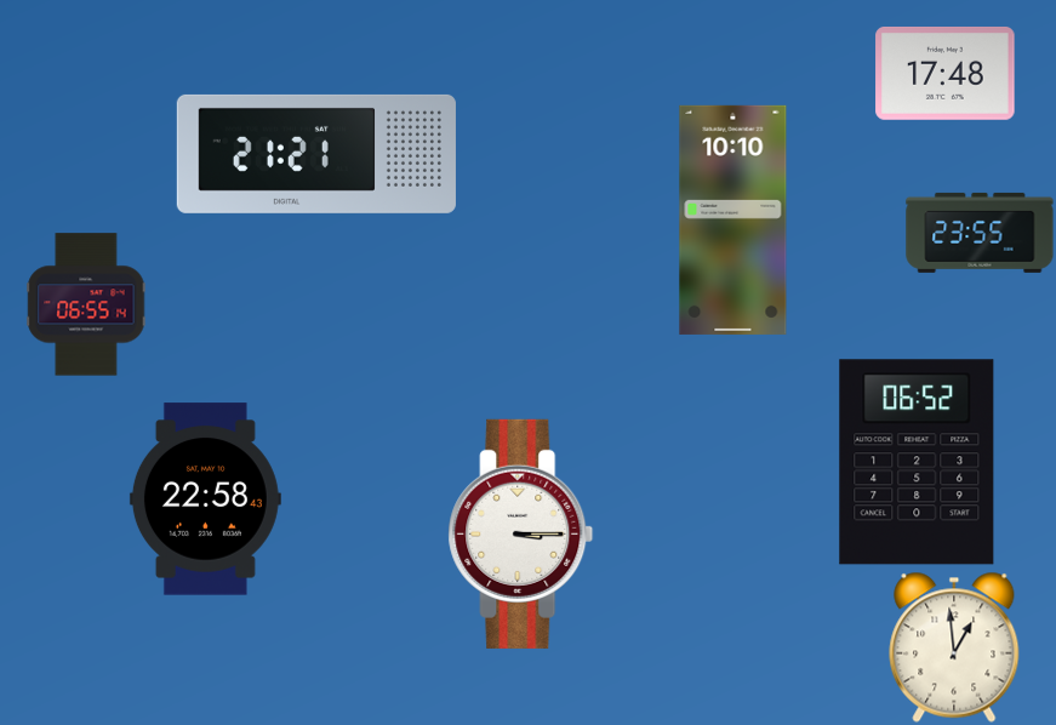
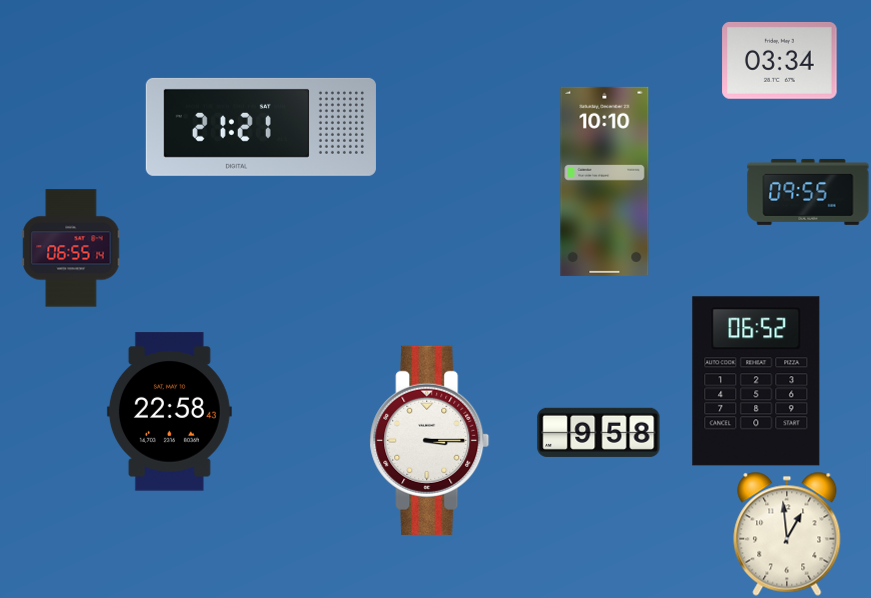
clock at (946, 73): 17:48 -> 03:34
clock at (980, 233): 23:55 -> 09:55
clock at (86, 304) position: (86, 304) -> (71, 248)
clock at (599, 432): none -> 9:58
